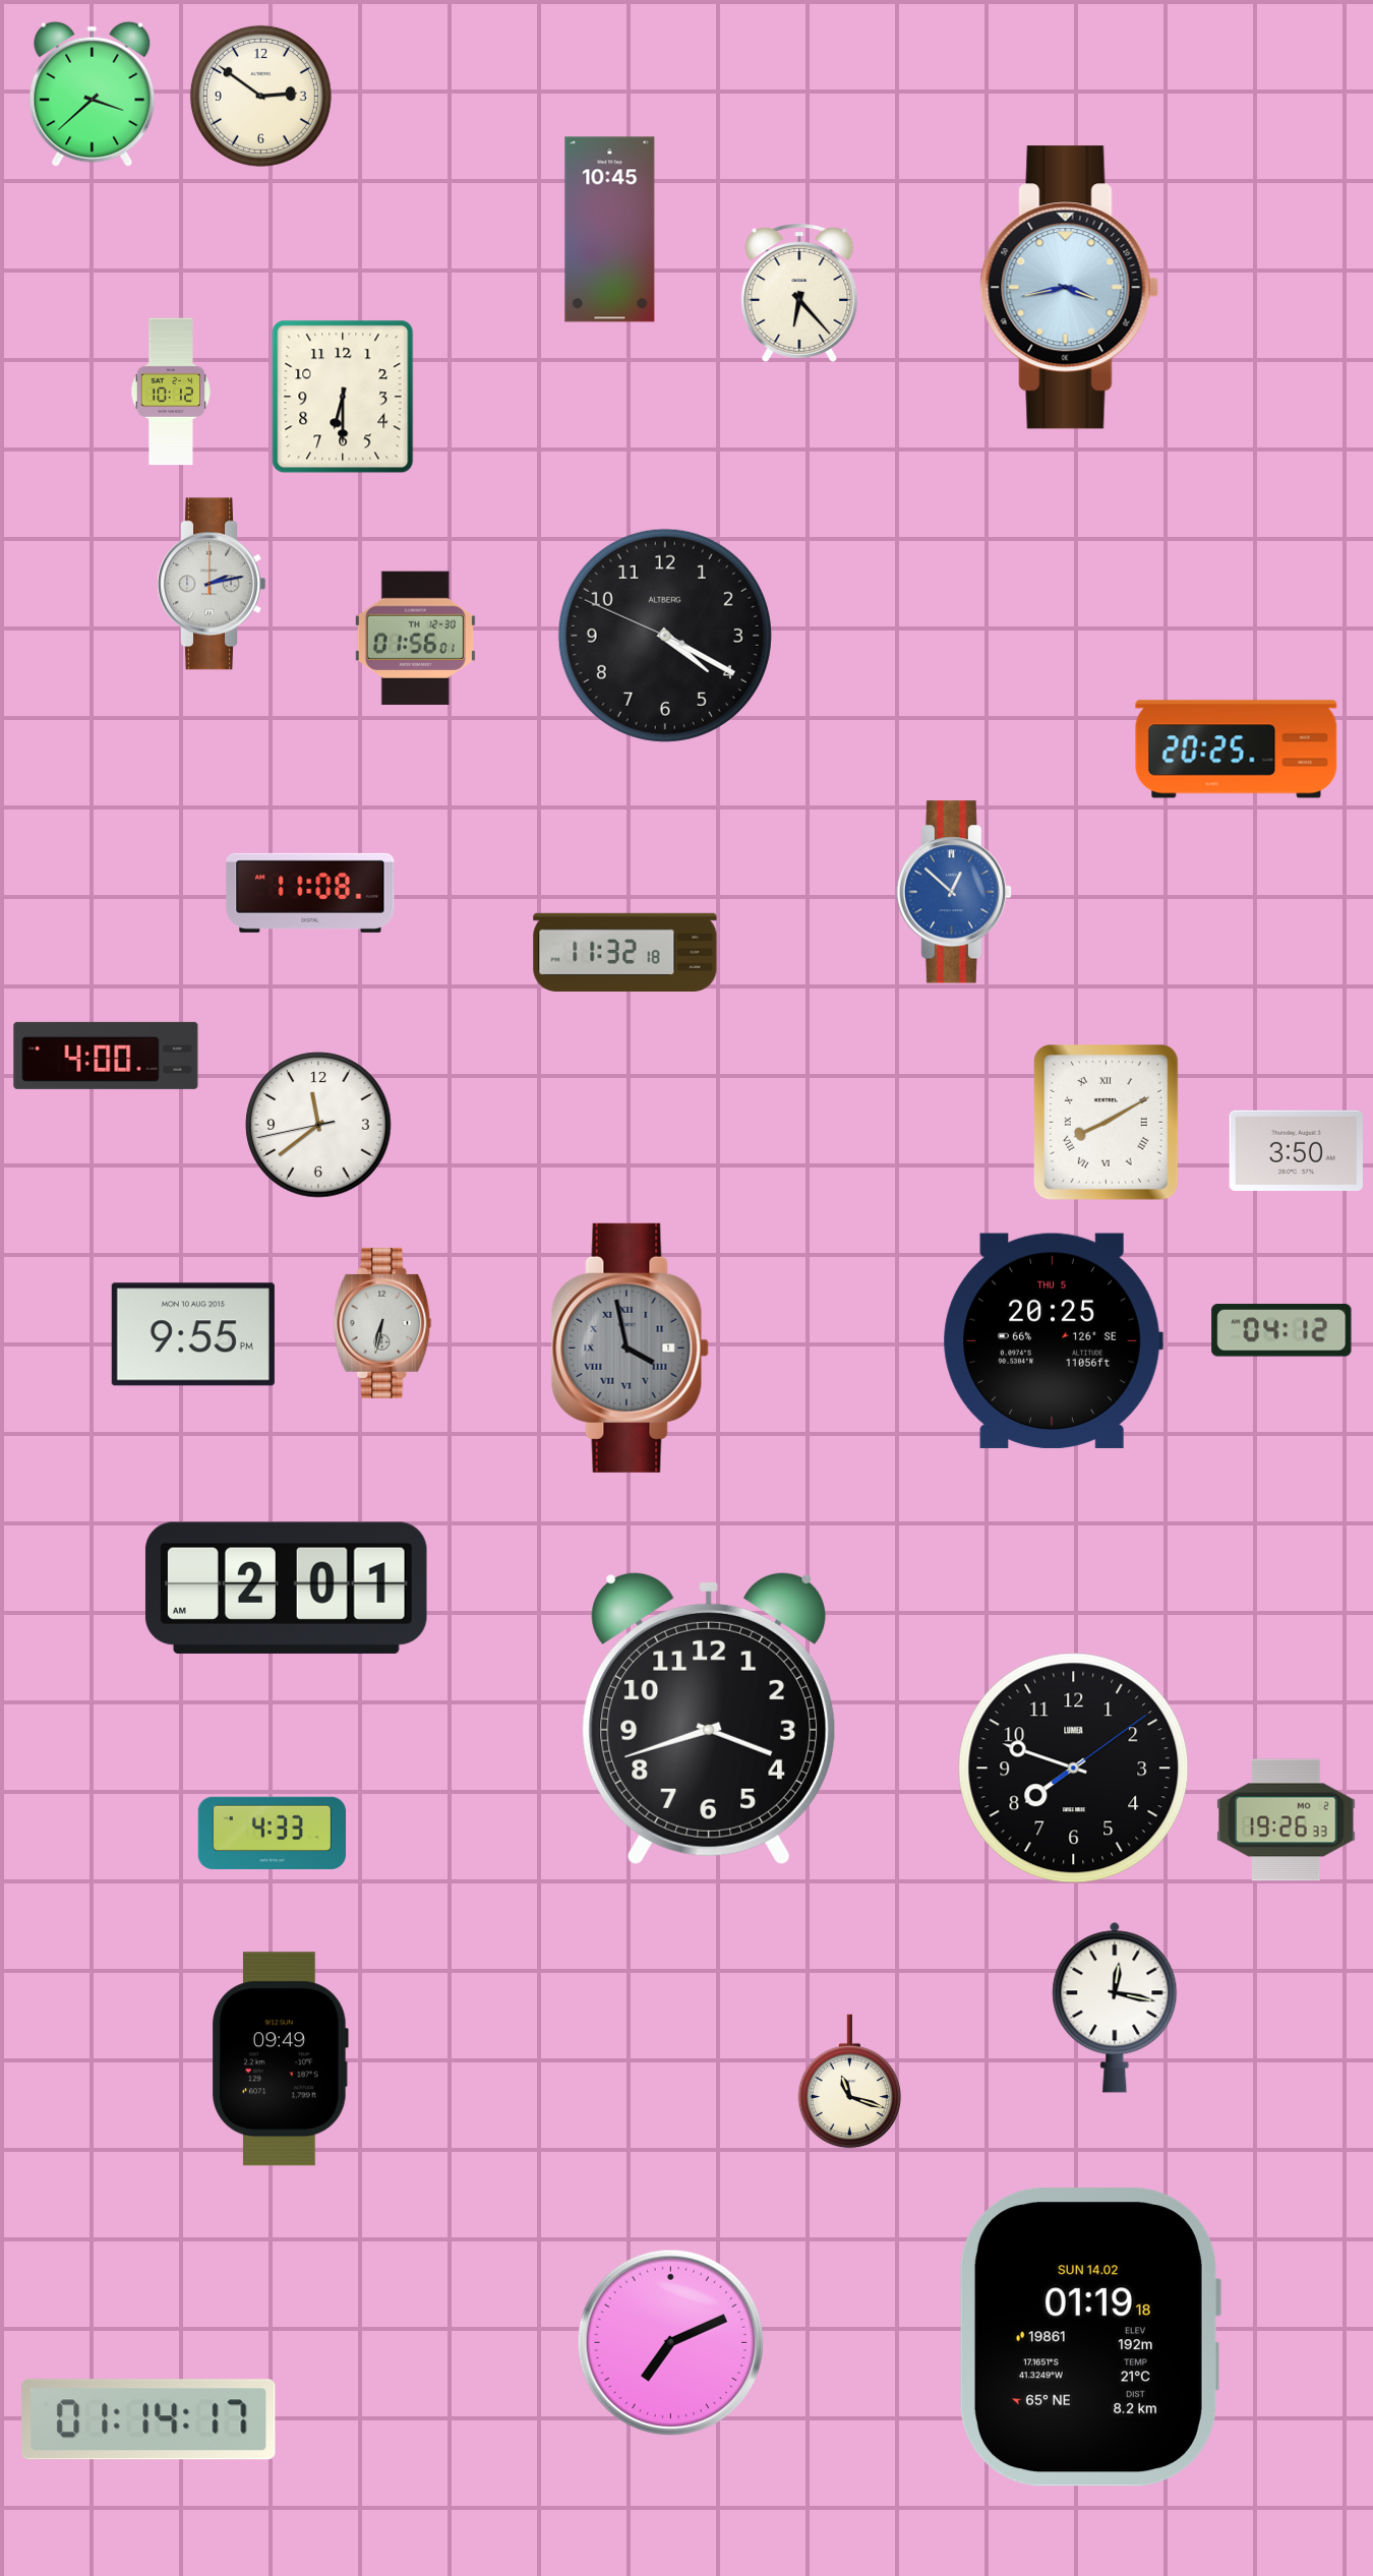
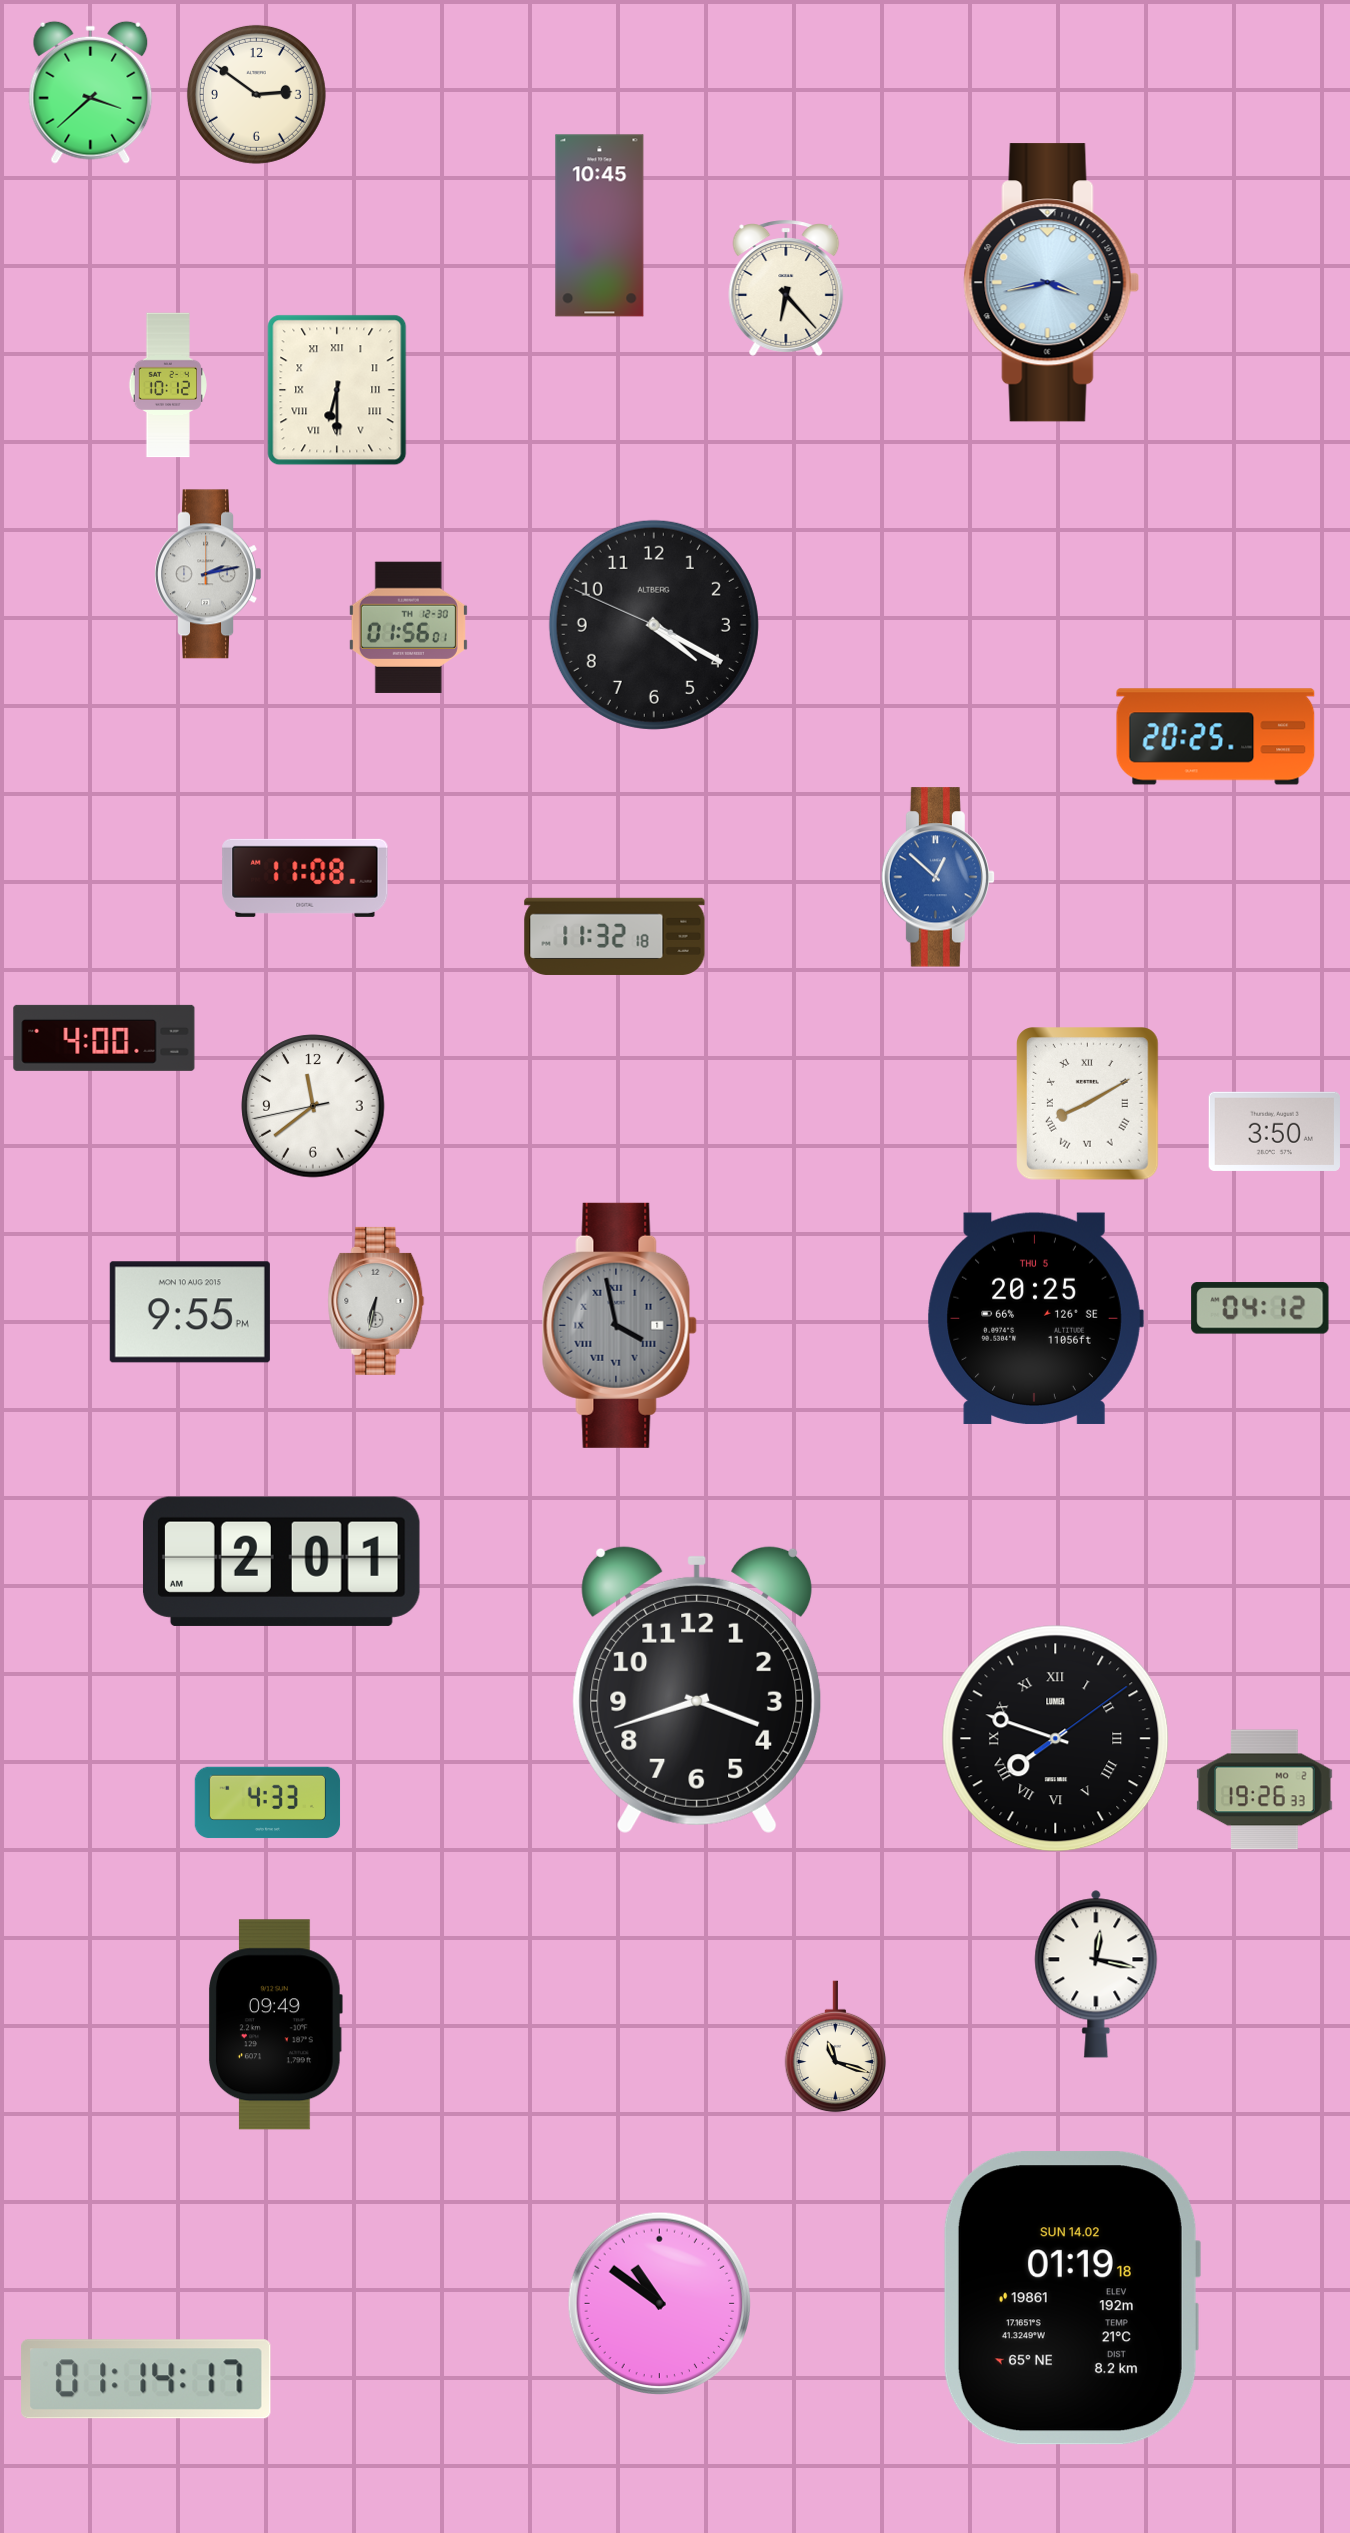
clock at (343, 397) numerals: Arabic -> Roman
clock at (1074, 1769) numerals: Arabic -> Roman
clock at (671, 2343): 7:11 -> 10:51
